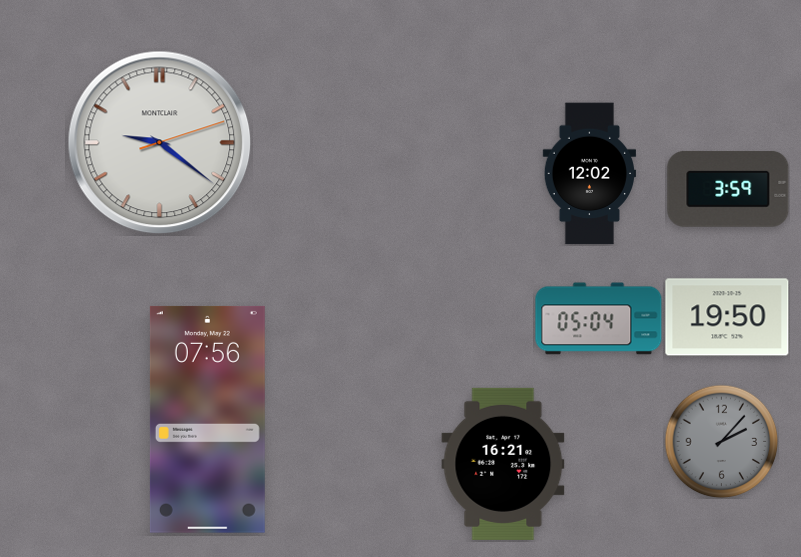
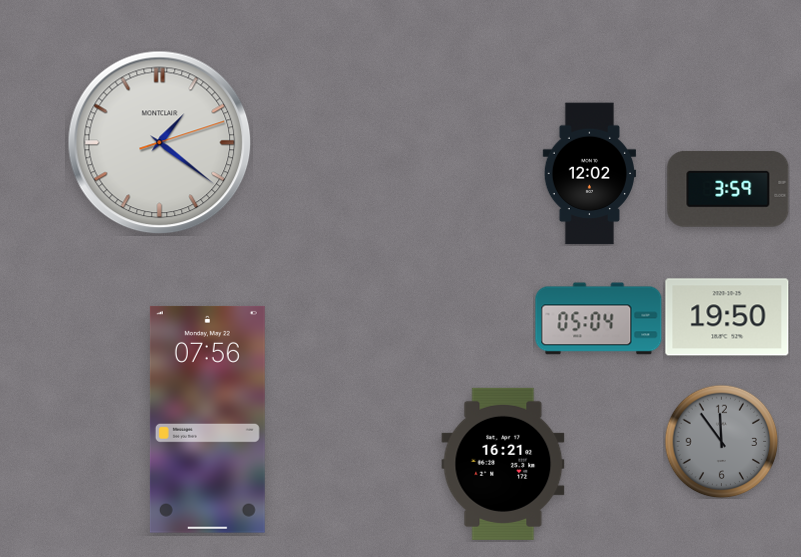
clock at (160, 143): 9:21 -> 1:21
clock at (721, 441): 2:07 -> 11:54
